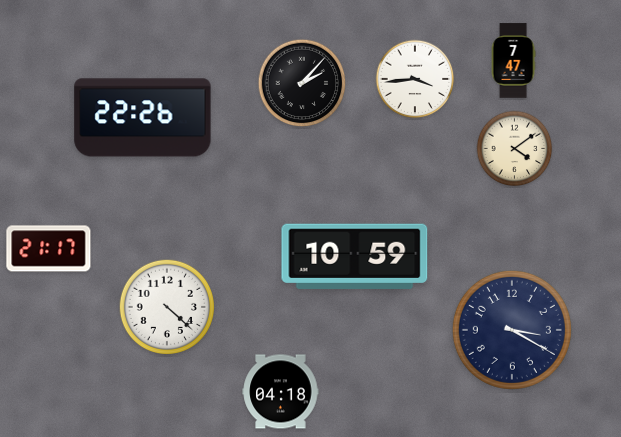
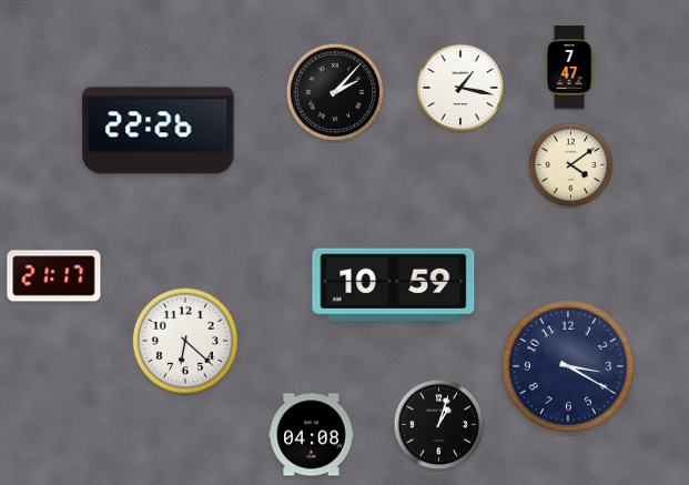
clock at (415, 79): 3:44 -> 1:17
clock at (166, 306): 4:22 -> 6:22
clock at (439, 425): none -> 1:03
clock at (281, 392): 04:18 -> 04:08
